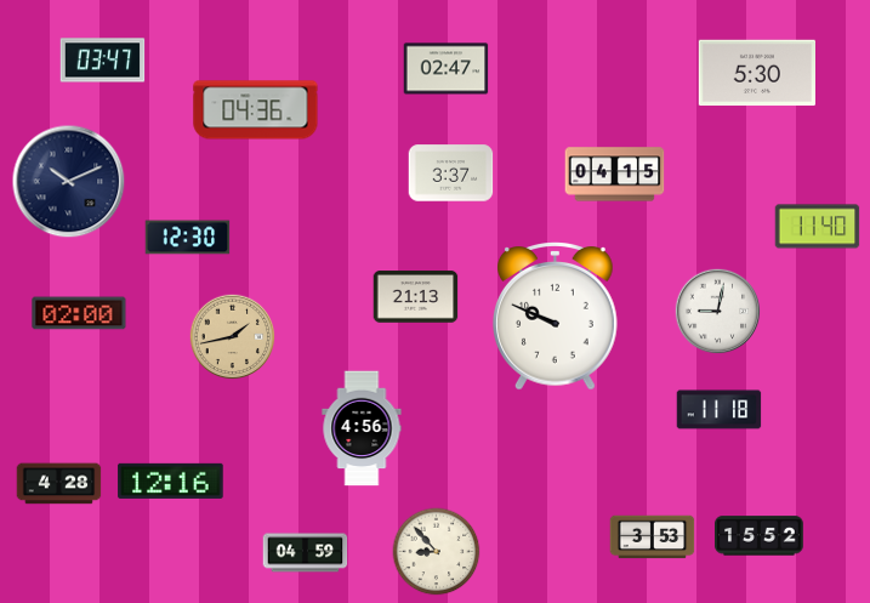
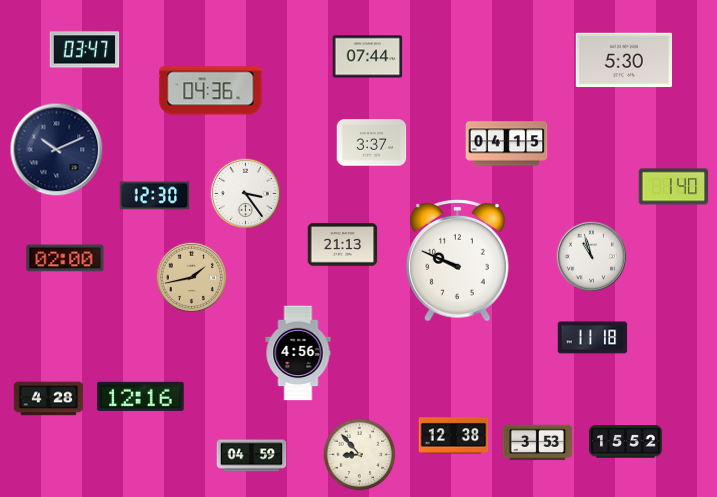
clock at (447, 69): 02:47 -> 07:44
clock at (818, 227): 11:40 -> 1:40
clock at (246, 194): none -> 3:24
clock at (718, 312): 9:02 -> 10:57
clock at (454, 436): none -> 12:38
